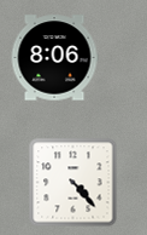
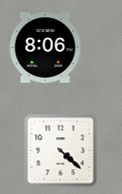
clock at (73, 183): 4:23 -> 4:22
